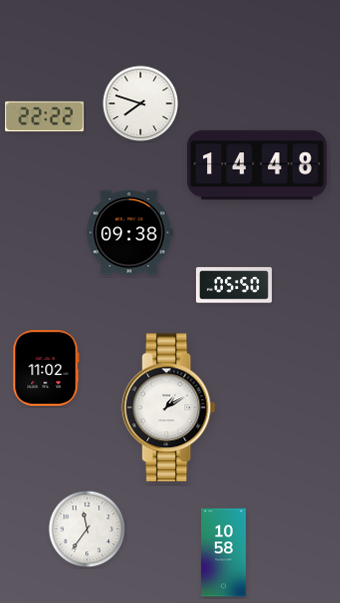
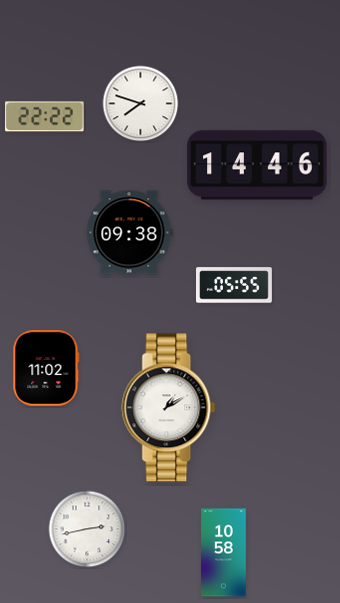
clock at (257, 165): 14:48 -> 14:46
clock at (235, 285): 05:50 -> 05:55
clock at (87, 529): 11:36 -> 2:43
